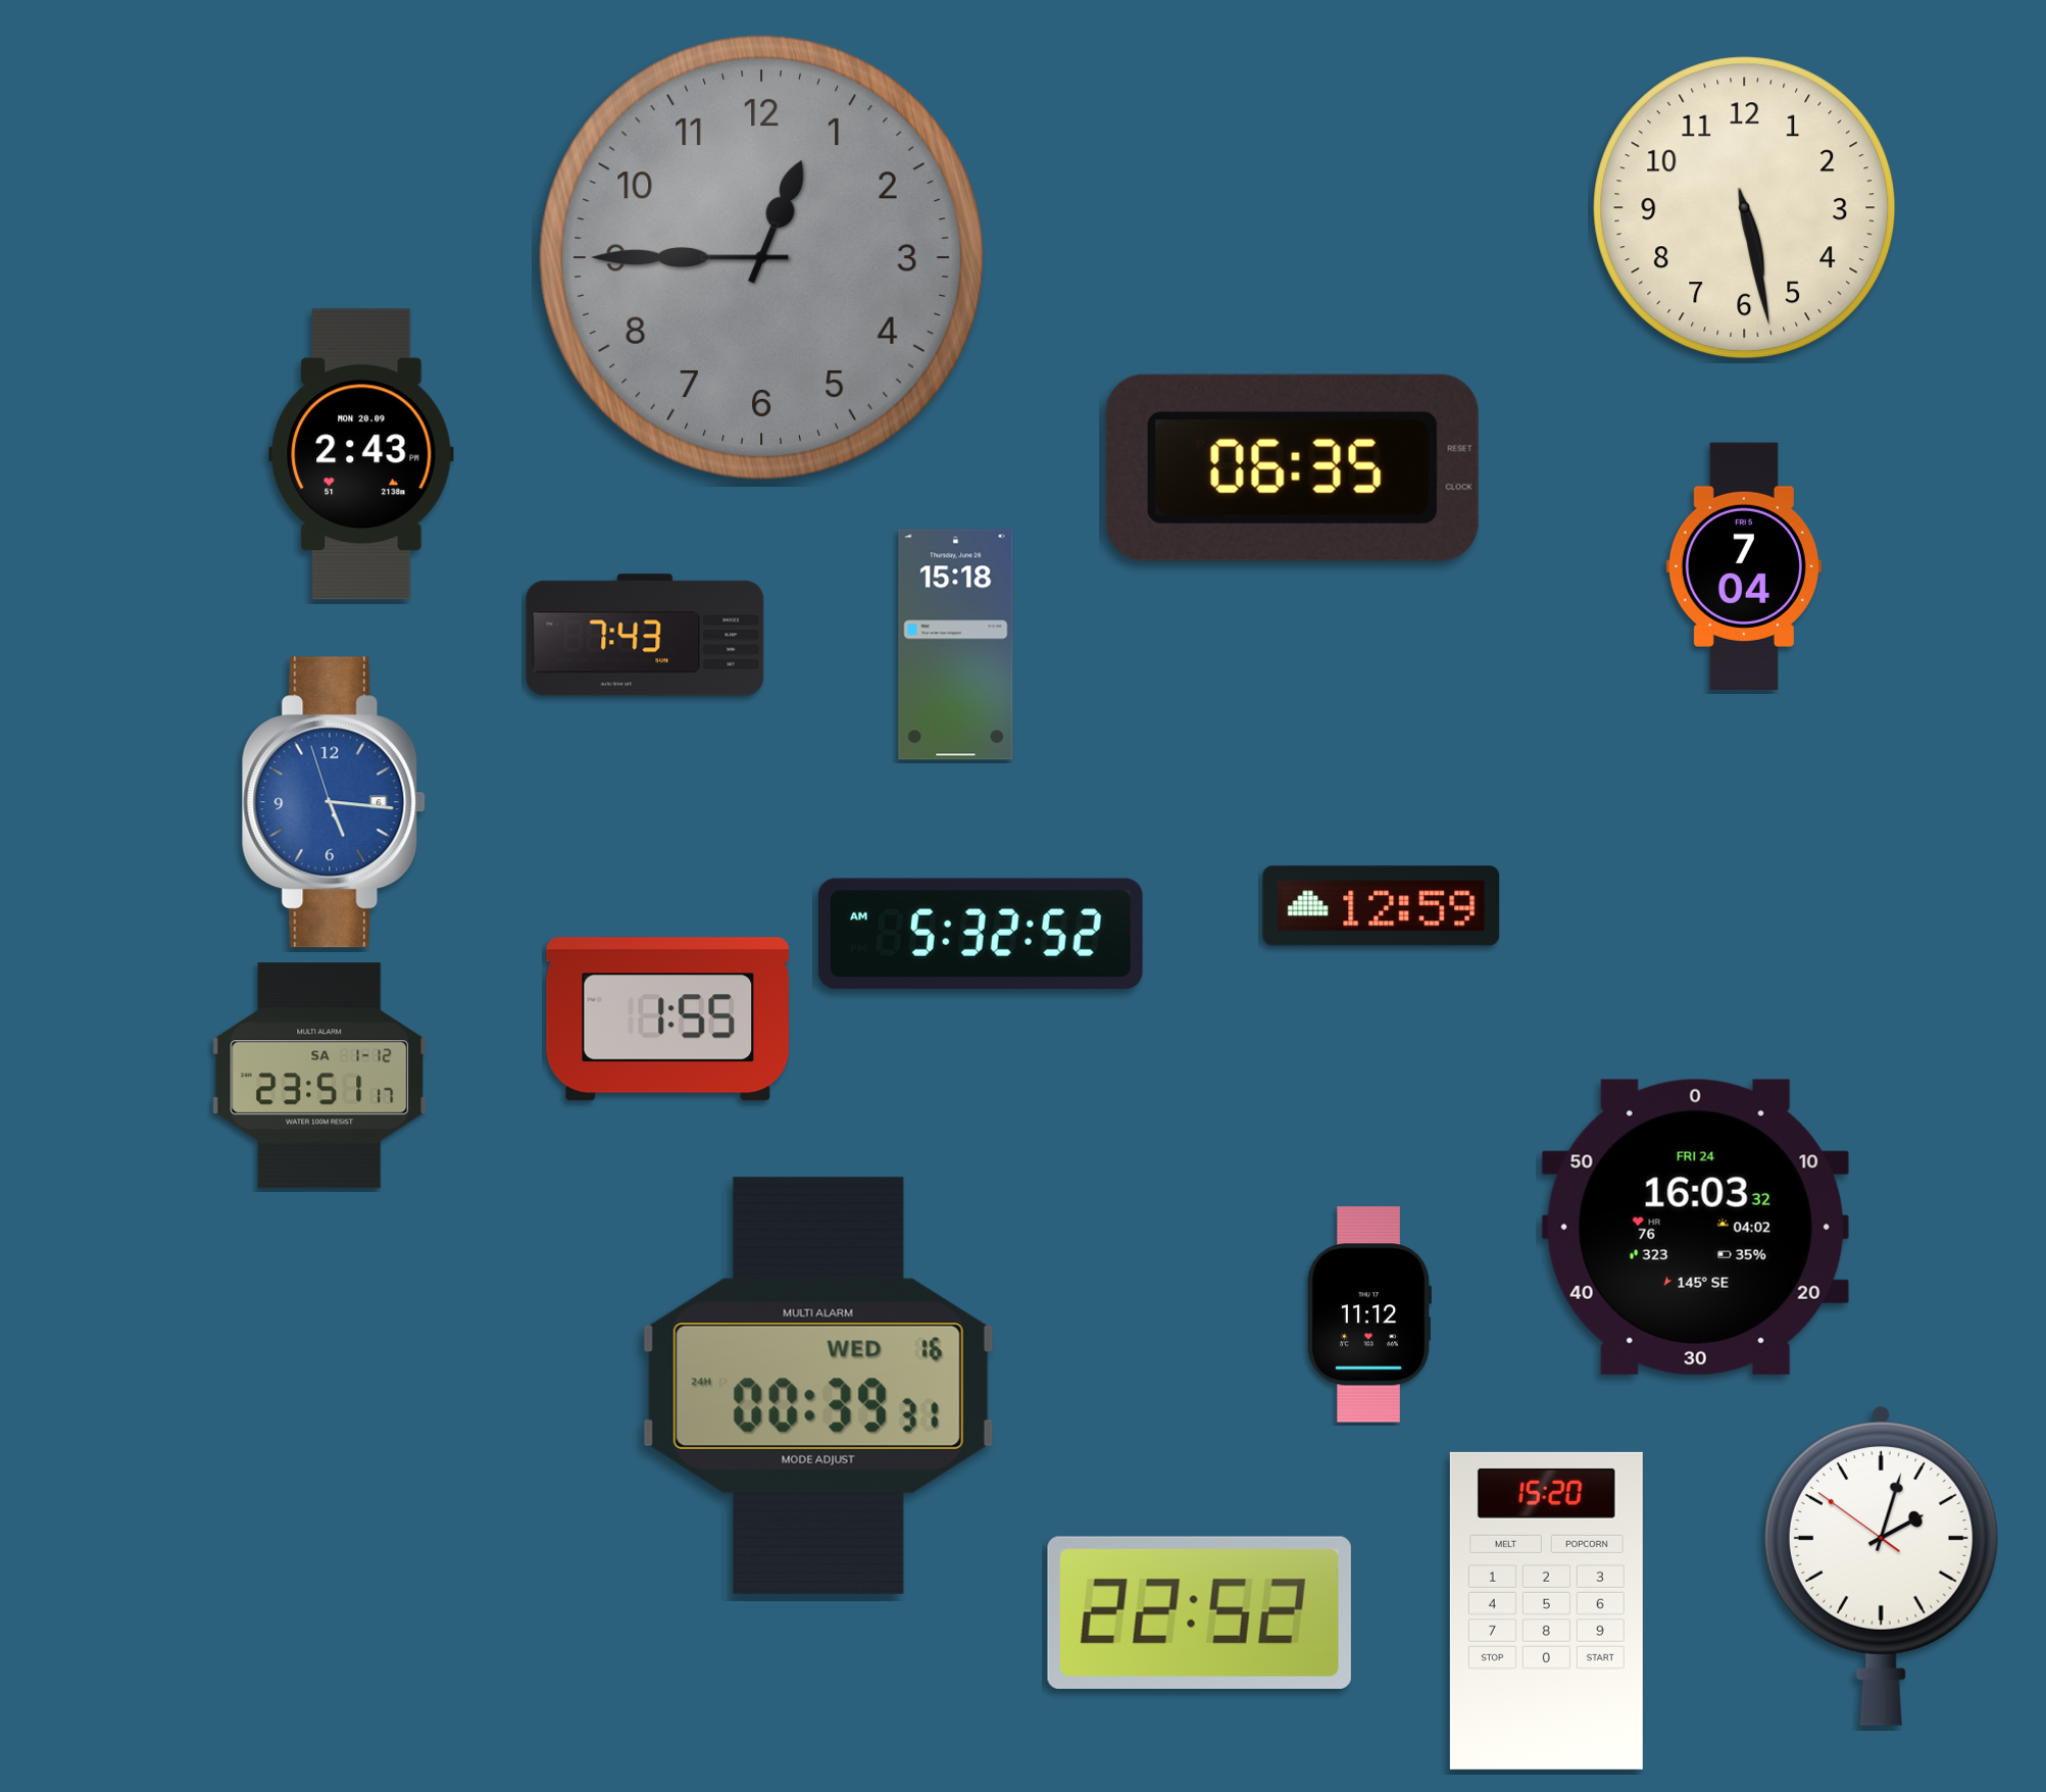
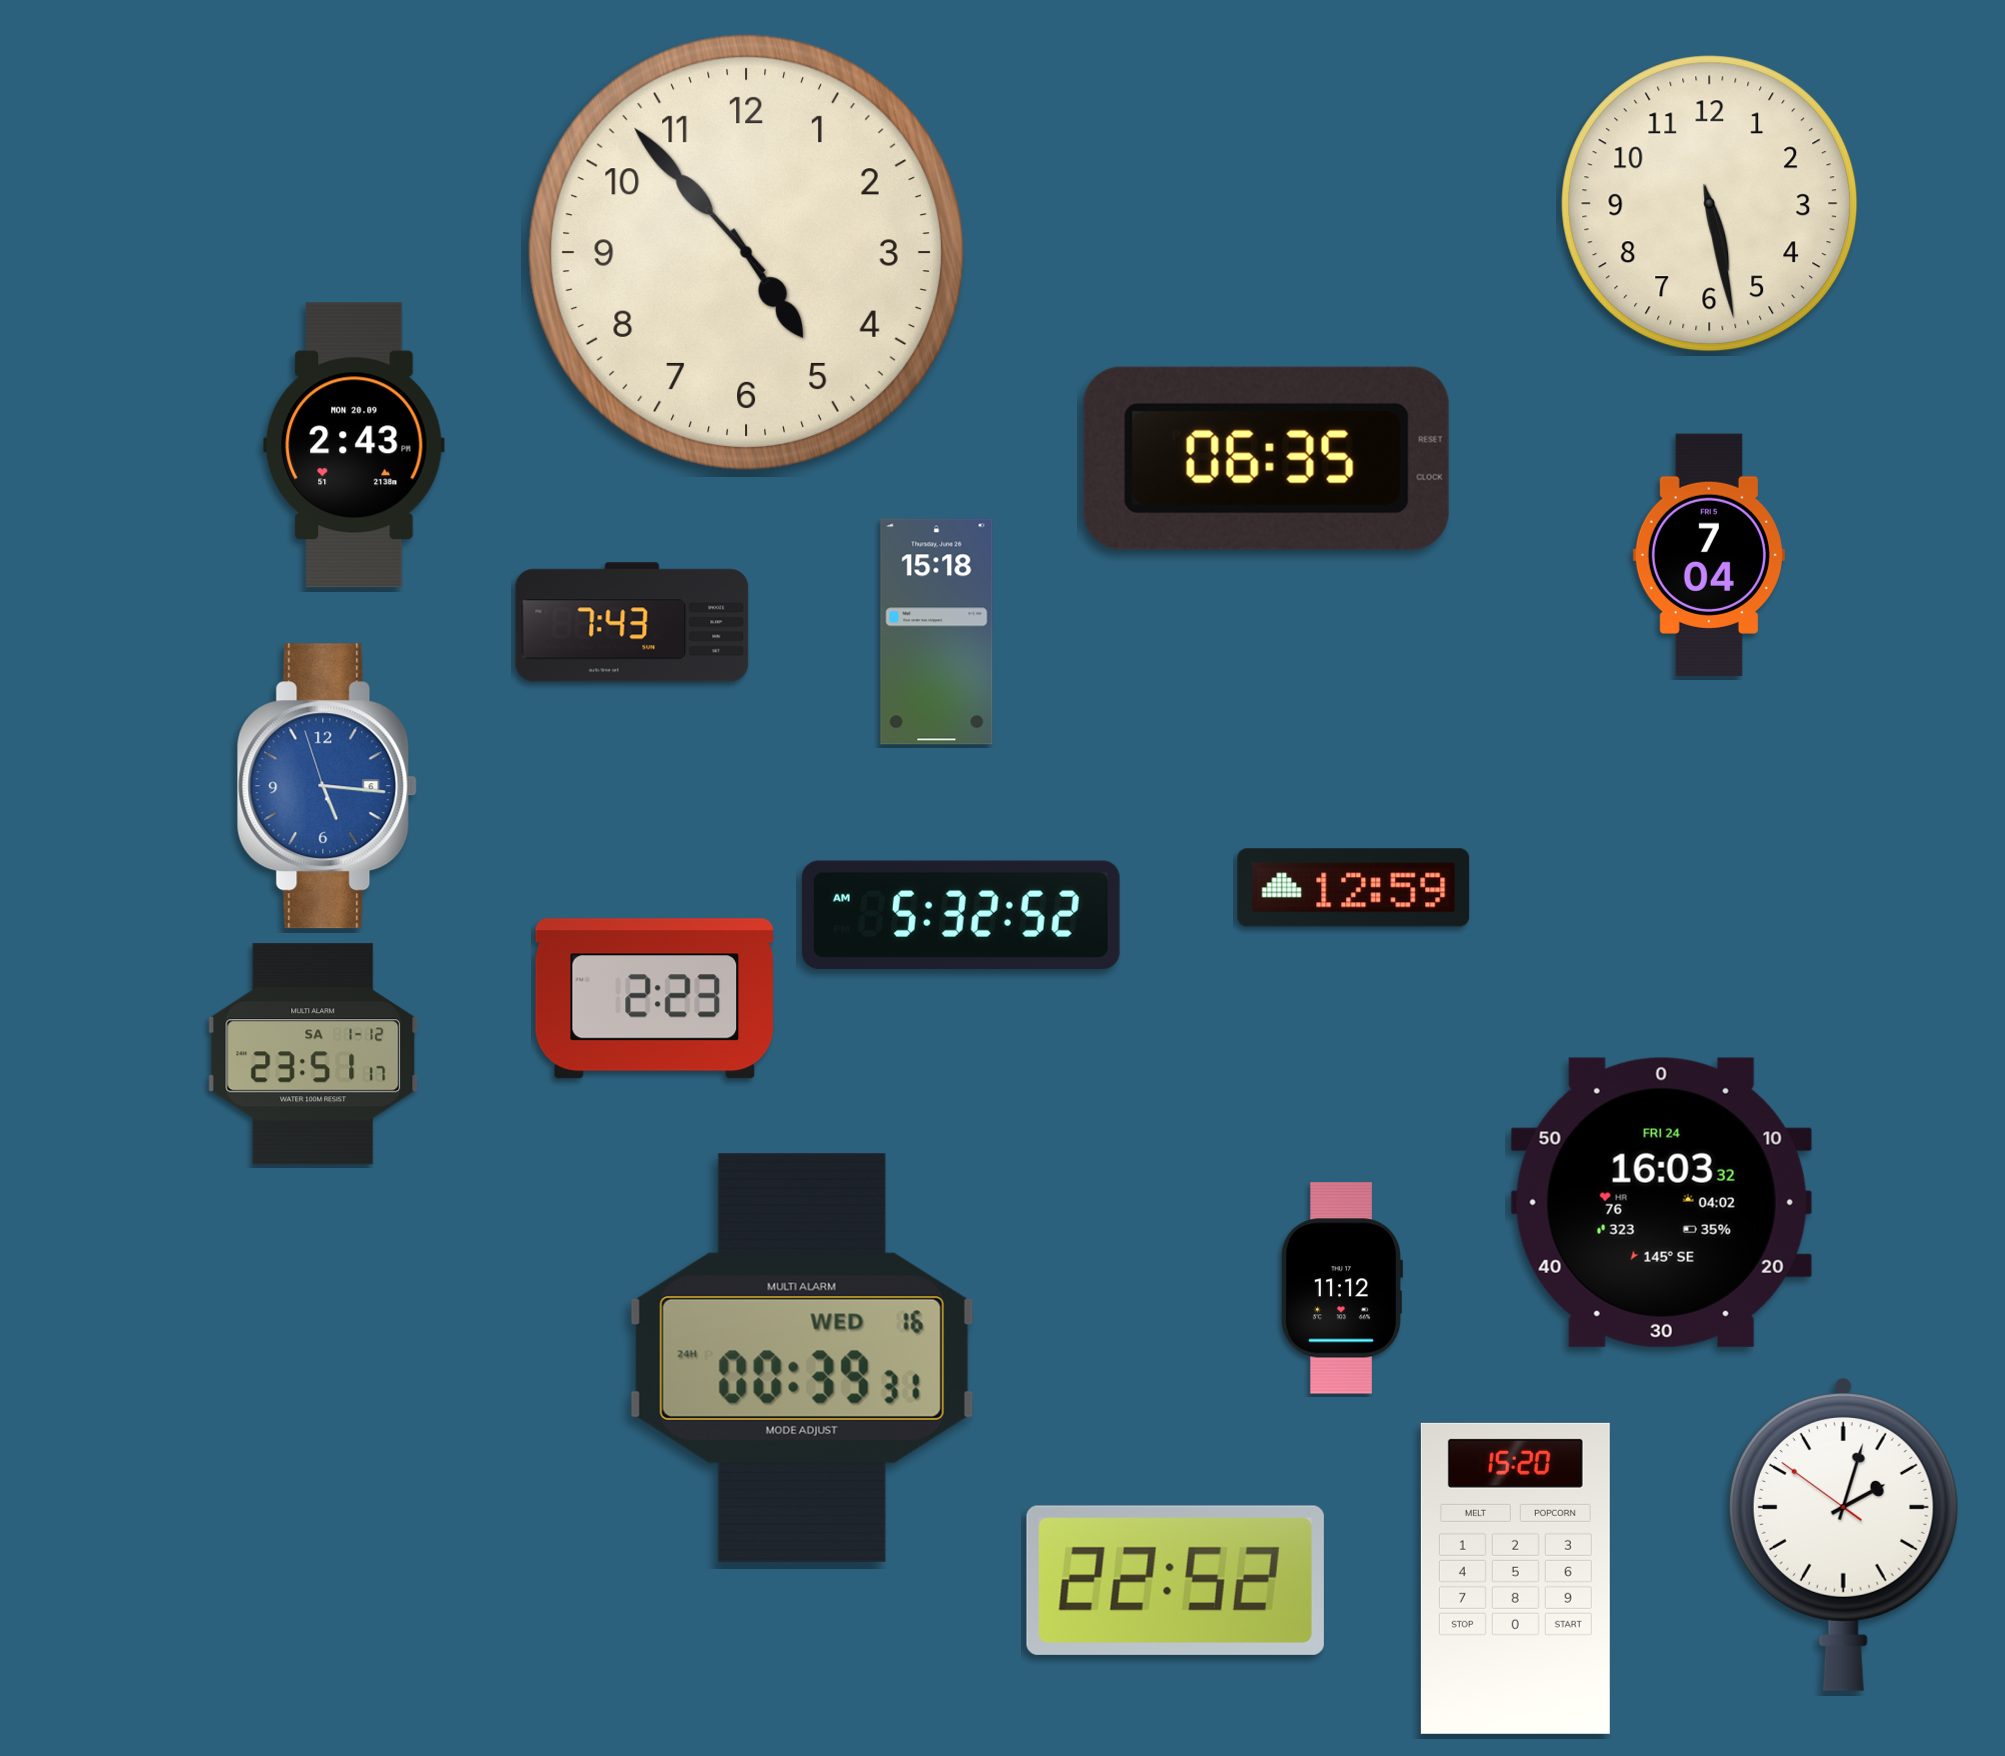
clock at (761, 257): 12:45 -> 4:53
clock at (761, 257) dial: grey -> cream
clock at (667, 1019): 1:55 -> 2:23
